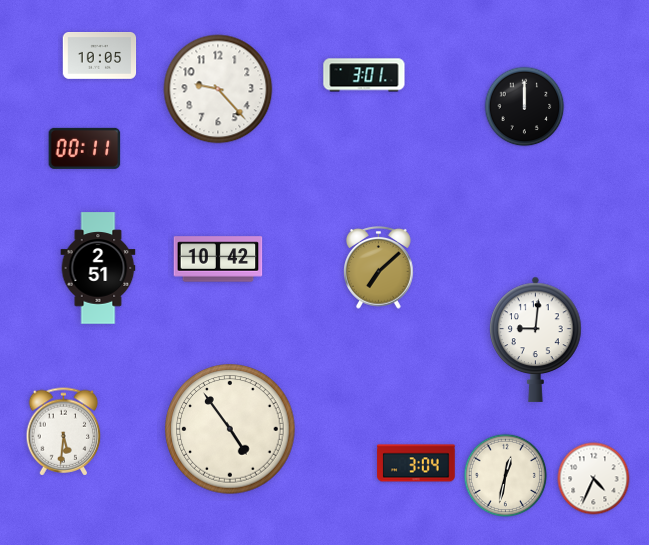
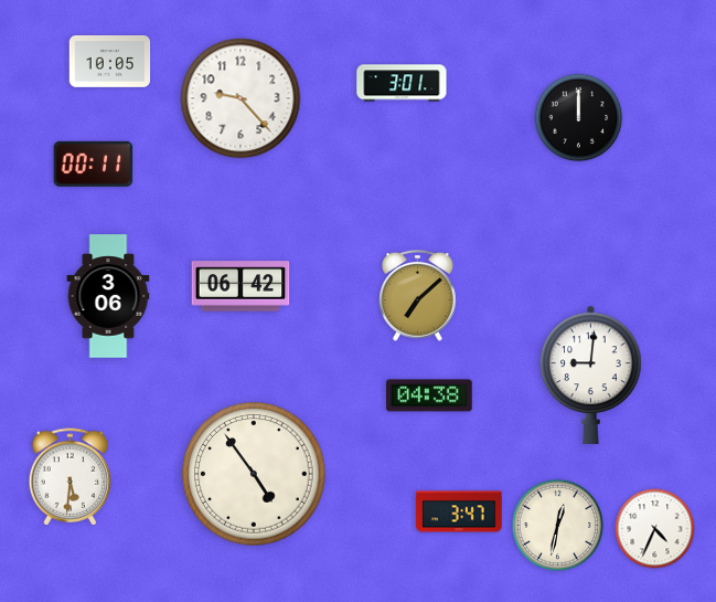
clock at (218, 259): 10:42 -> 06:42
clock at (98, 268): 2:51 -> 3:06
clock at (429, 395): none -> 04:38
clock at (416, 463): 3:04 -> 3:47
